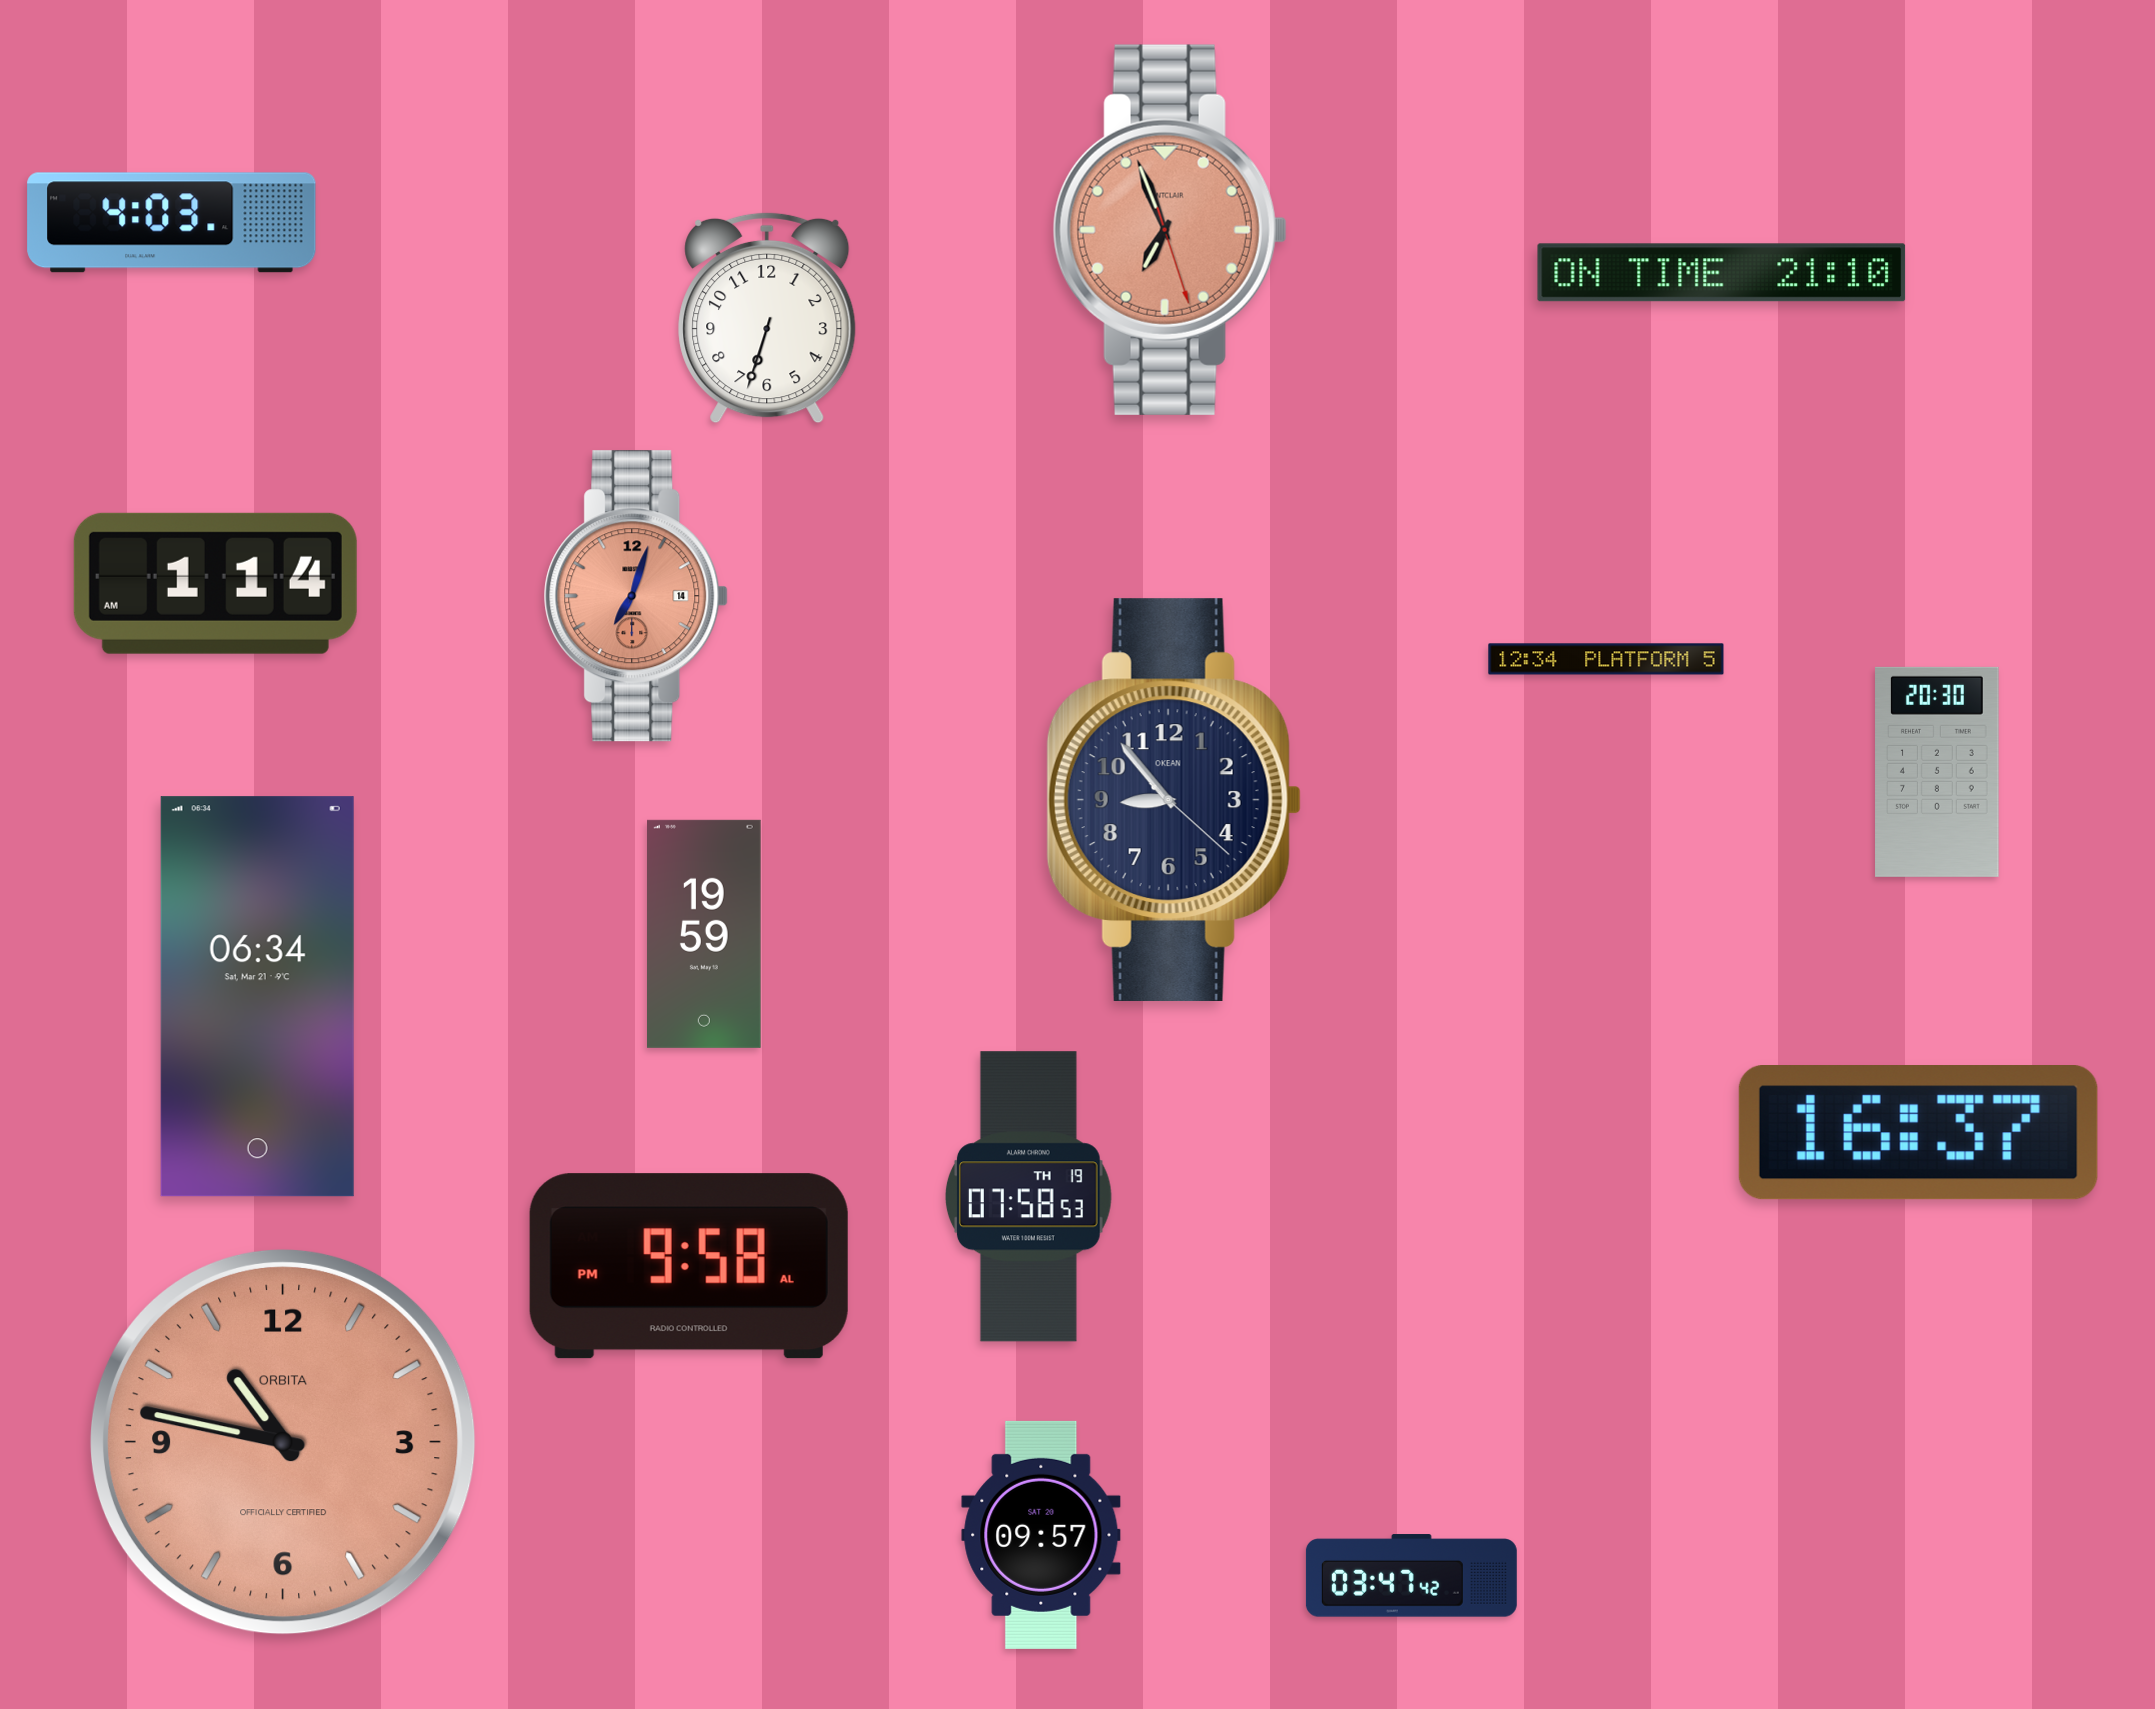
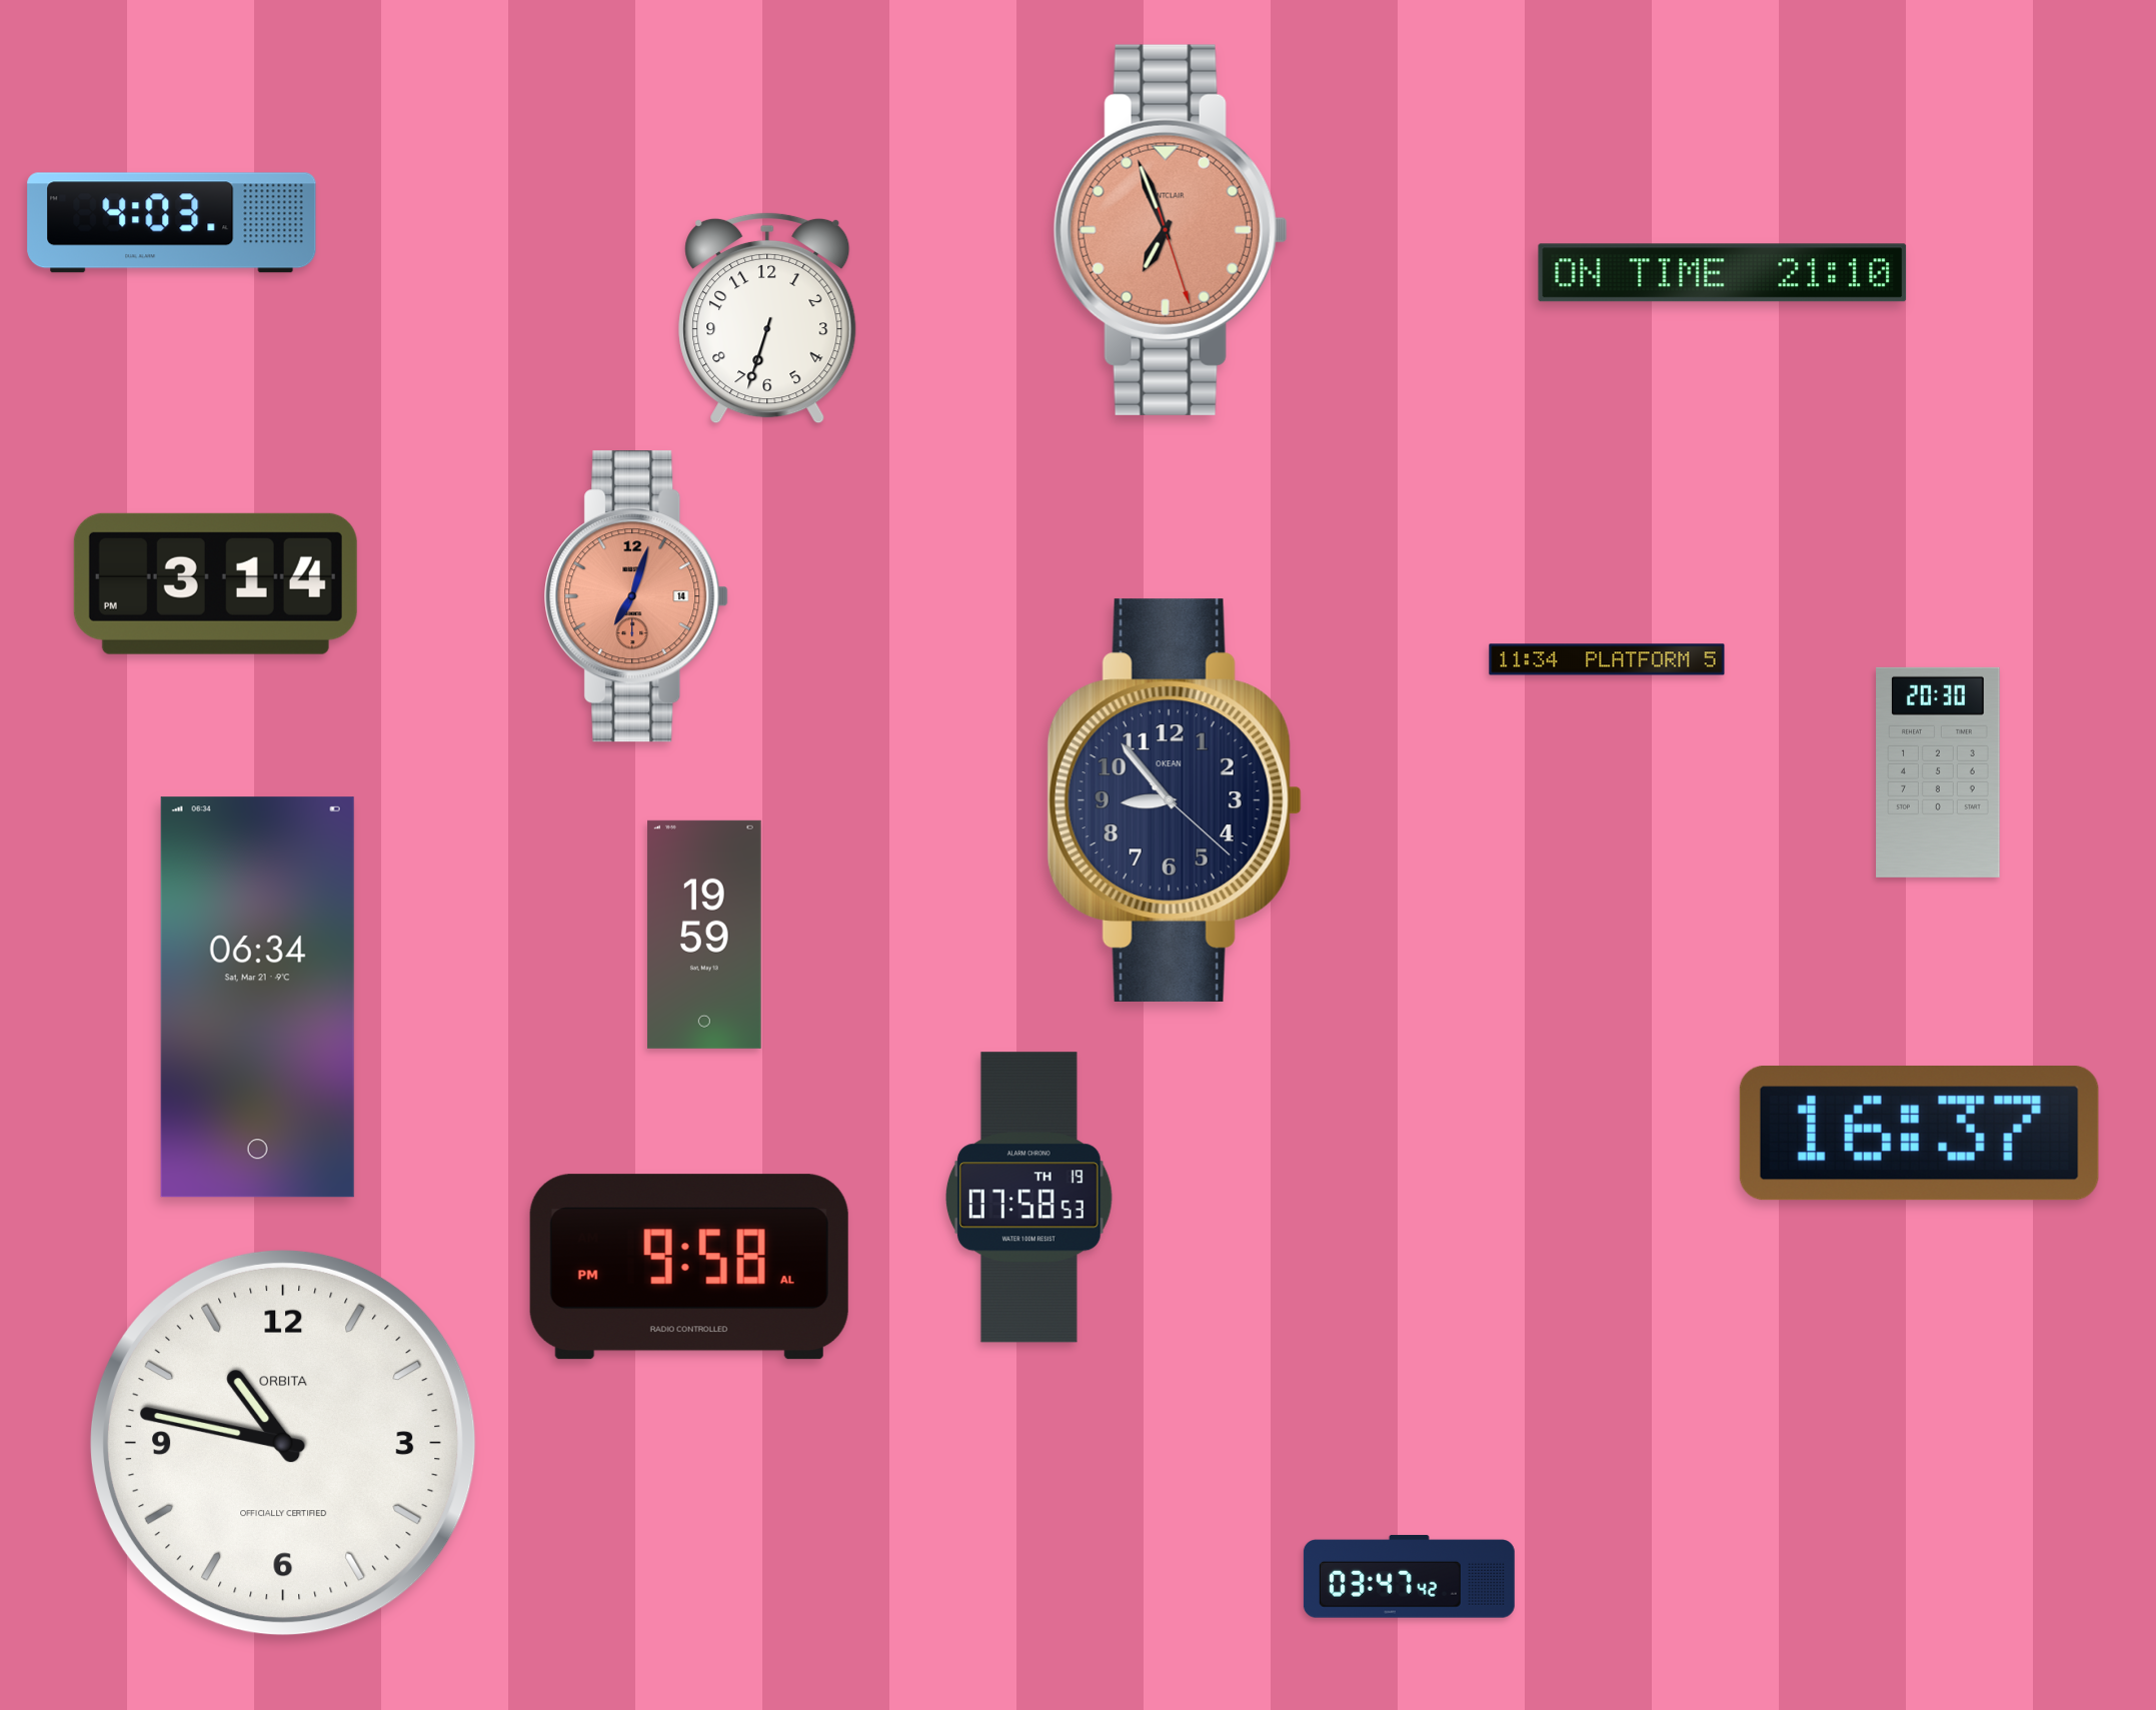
clock at (215, 583): 1:14 -> 3:14
clock at (1606, 659): 12:34 -> 11:34
clock at (283, 1442) dial: salmon -> white
clock at (1041, 1535): 09:57 -> none
clock at (1411, 1576) position: (1411, 1576) -> (1409, 1577)
